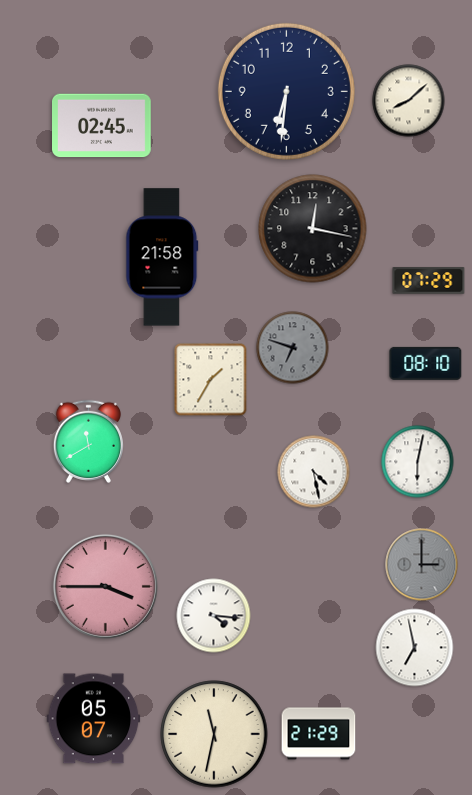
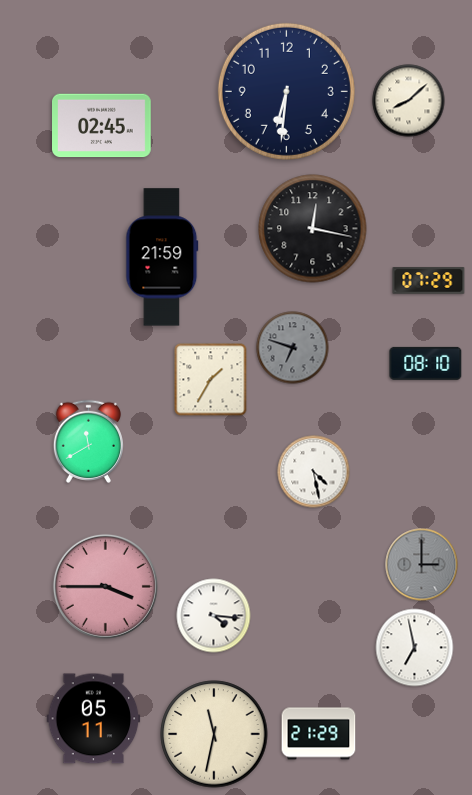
clock at (162, 257): 21:58 -> 21:59
clock at (418, 462): 6:02 -> none
clock at (94, 719): 05:07 -> 05:11
